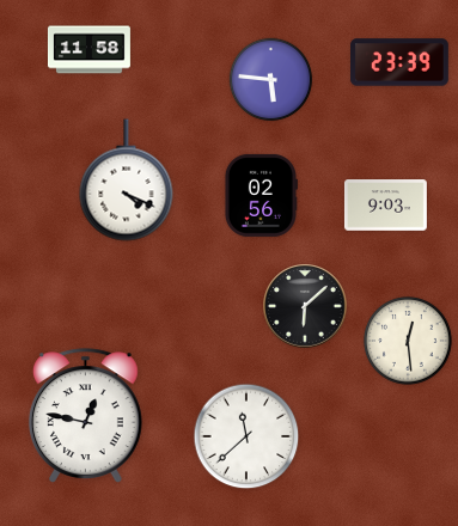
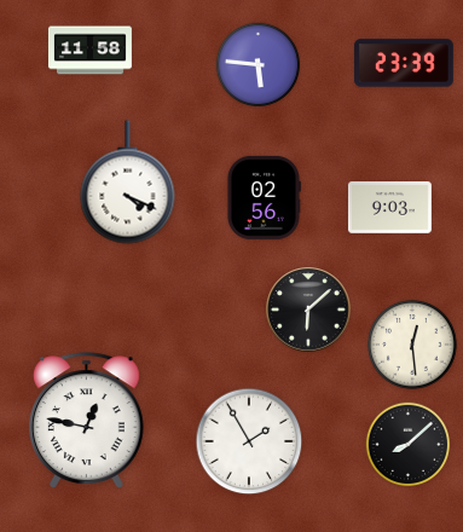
clock at (271, 80) position: (271, 80) -> (259, 65)
clock at (246, 436): 11:38 -> 1:55
clock at (409, 445): none -> 8:08
